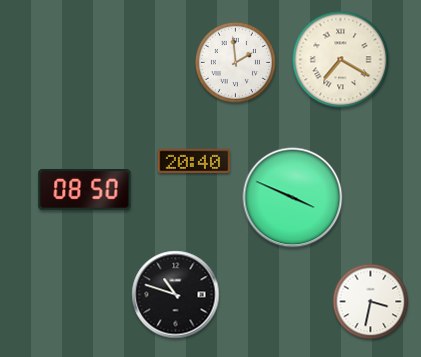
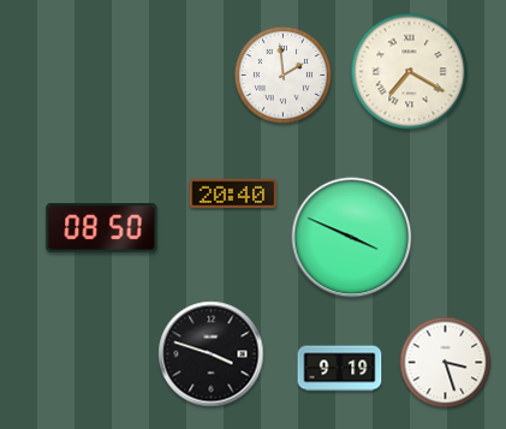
clock at (176, 295): 10:48 -> 3:48
clock at (371, 302): 3:32 -> 3:27
clock at (340, 369): none -> 9:19
